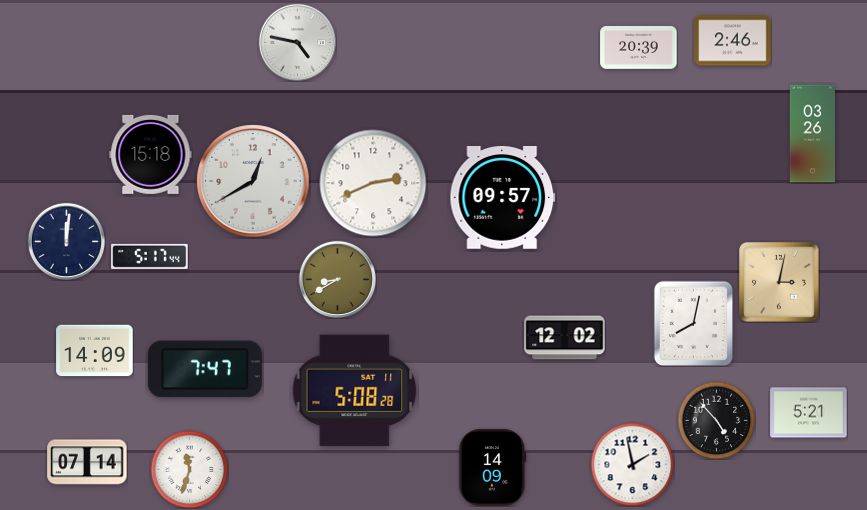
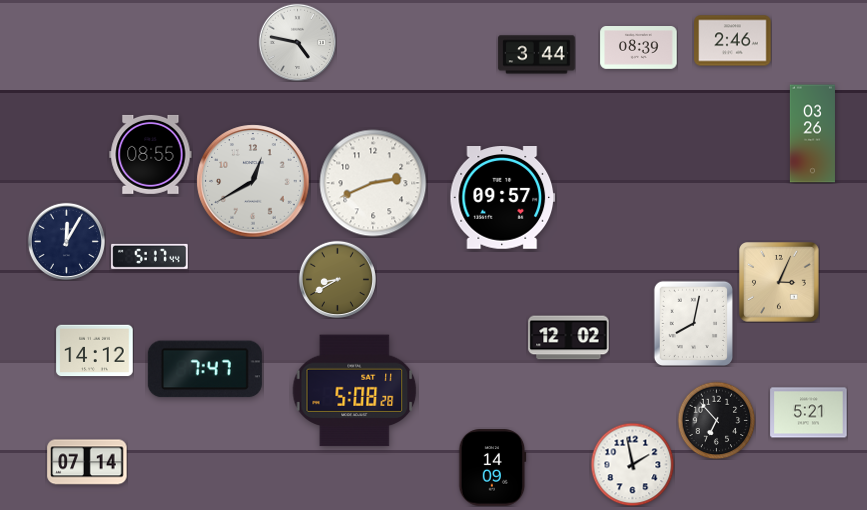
clock at (639, 48): 20:39 -> 08:39
clock at (537, 55): none -> 3:44
clock at (151, 154): 15:18 -> 08:55
clock at (66, 241): 12:01 -> 12:05
clock at (780, 283): 3:02 -> 3:04
clock at (565, 338) position: (565, 338) -> (569, 338)
clock at (95, 351): 14:09 -> 14:12
clock at (716, 420): 4:53 -> 6:53
clock at (189, 469): 11:33 -> none
